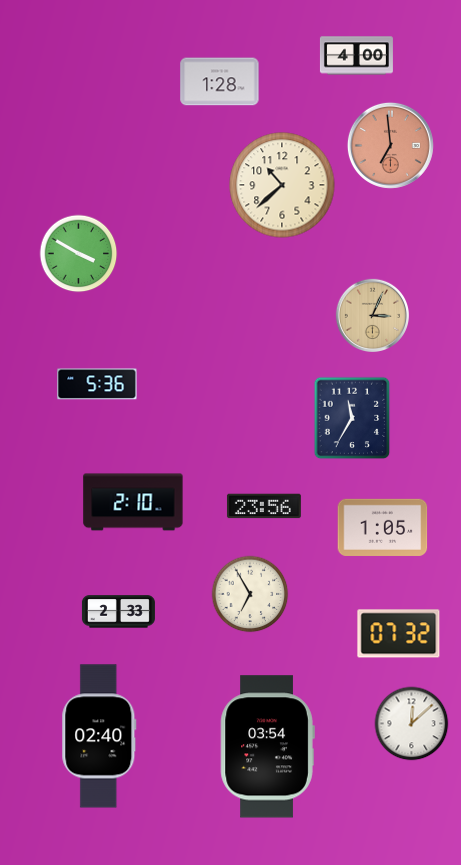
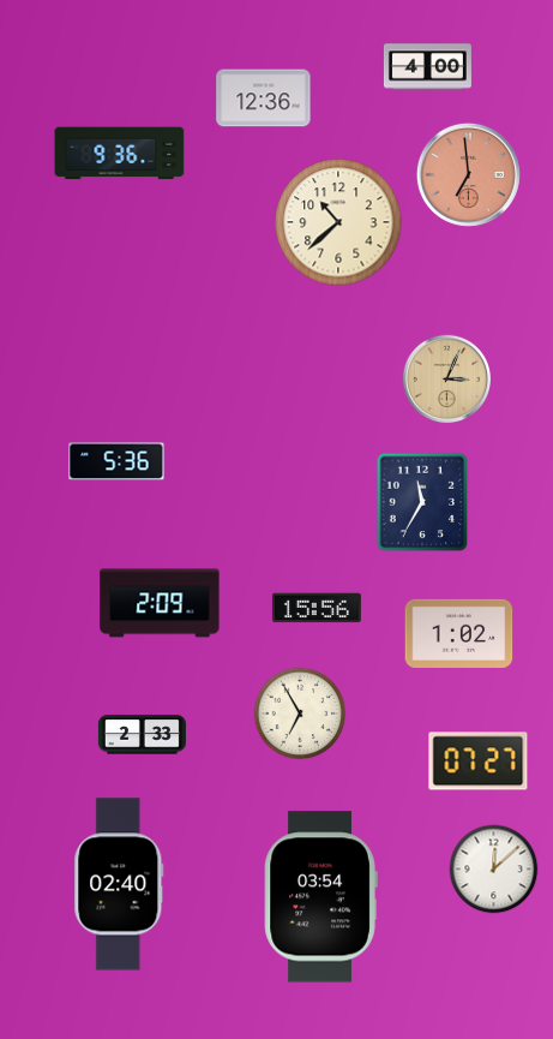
clock at (220, 82): 1:28 -> 12:36
clock at (120, 154): none -> 9:36
clock at (79, 254): 3:50 -> none
clock at (133, 502): 2:10 -> 2:09
clock at (264, 506): 23:56 -> 15:56
clock at (383, 527): 1:05 -> 1:02
clock at (399, 634): 07:32 -> 07:27
